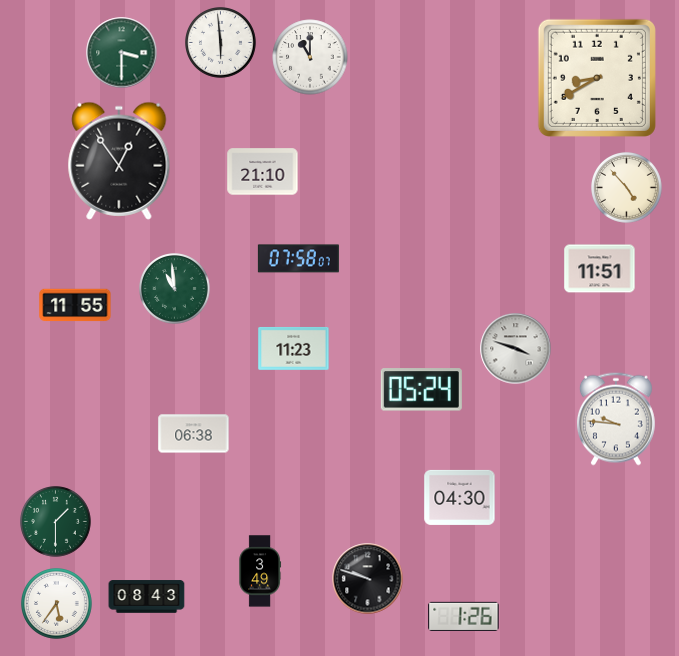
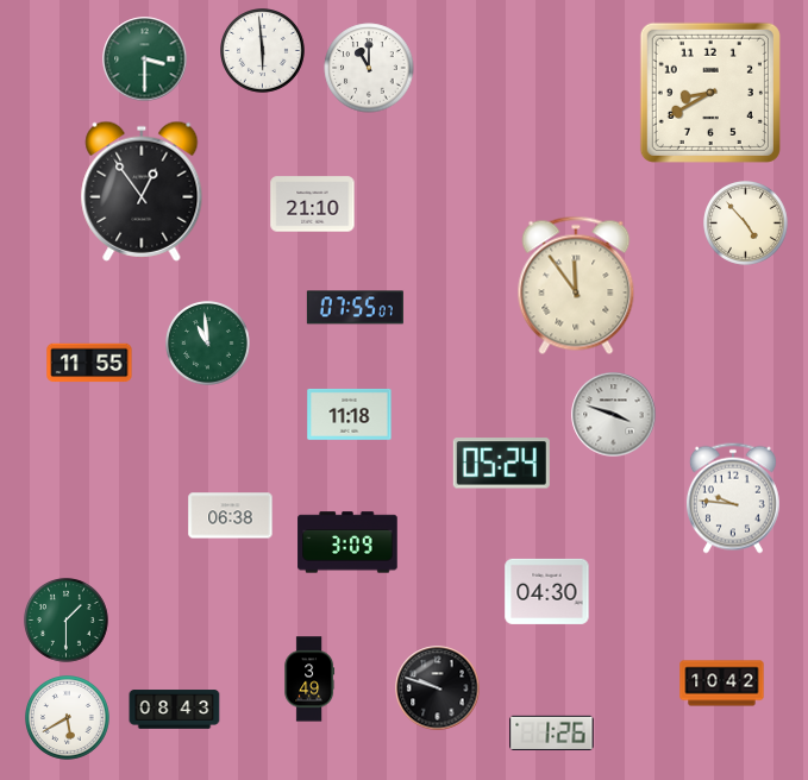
clock at (122, 53) position: (122, 53) -> (145, 59)
clock at (576, 285): none -> 11:54
clock at (298, 259): 07:58 -> 07:55
clock at (600, 269): 11:51 -> none
clock at (294, 349): 11:23 -> 11:18
clock at (347, 542): none -> 3:09
clock at (722, 684): none -> 10:42
clock at (57, 604): 5:36 -> 5:40
